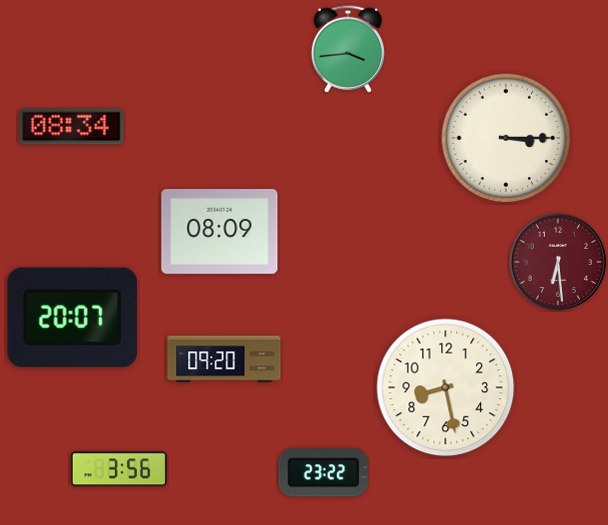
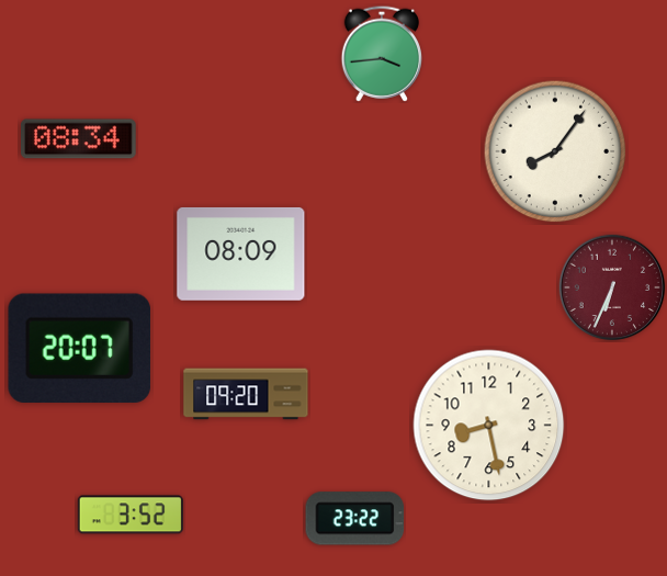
clock at (506, 138): 3:15 -> 8:06
clock at (558, 262): 6:29 -> 6:34
clock at (119, 469): 3:56 -> 3:52
